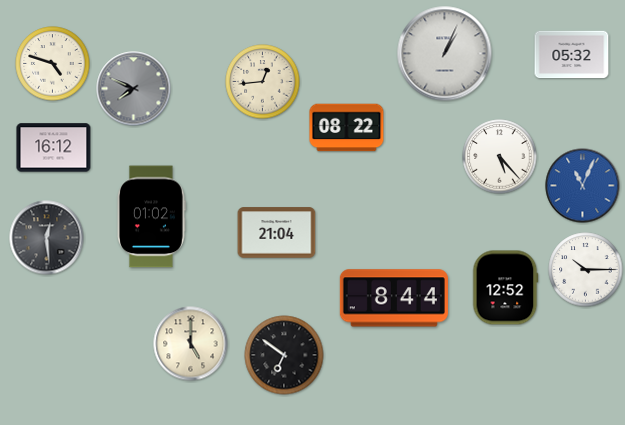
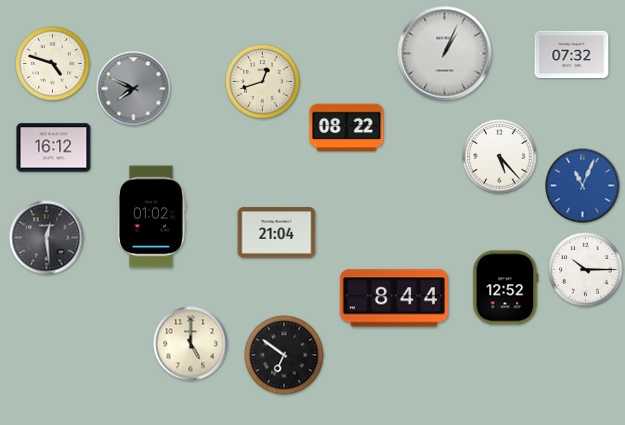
clock at (572, 55): 05:32 -> 07:32
clock at (263, 82): 12:44 -> 12:42
